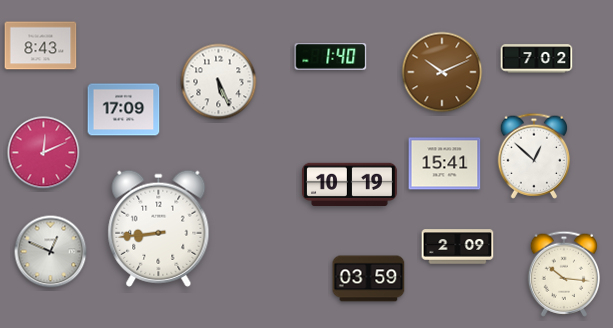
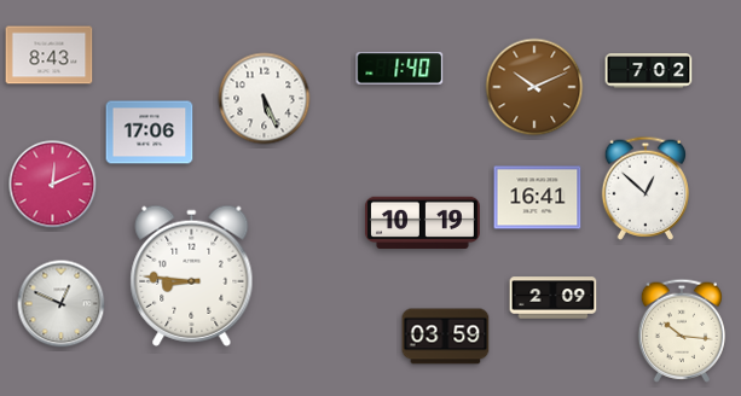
clock at (124, 110): 17:09 -> 17:06
clock at (445, 164): 15:41 -> 16:41
clock at (159, 228): 8:44 -> 8:46
